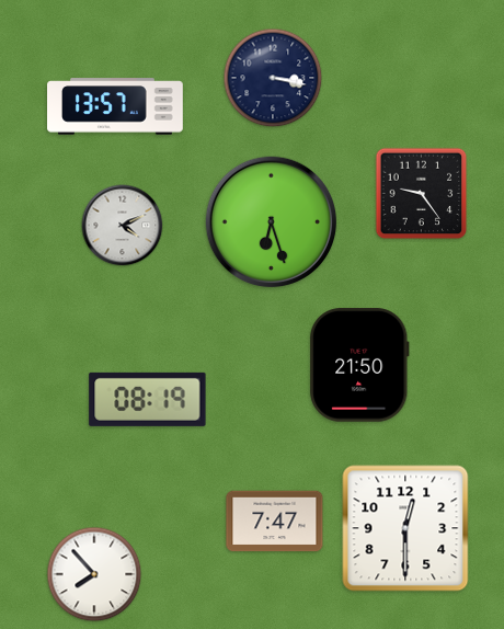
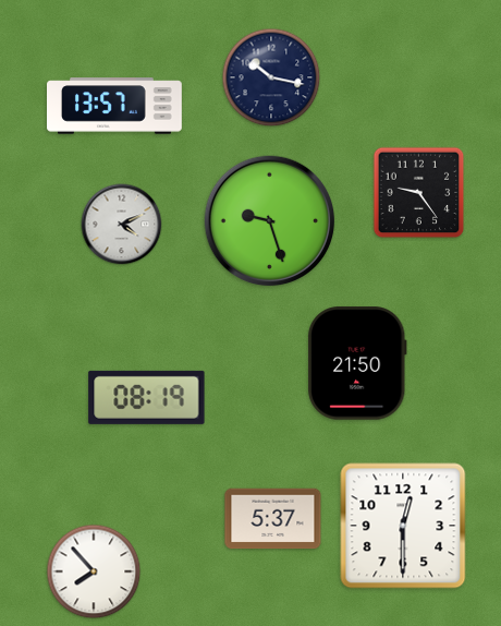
clock at (273, 78): 3:17 -> 10:17
clock at (272, 222): 6:27 -> 9:27
clock at (275, 522): 7:47 -> 5:37
